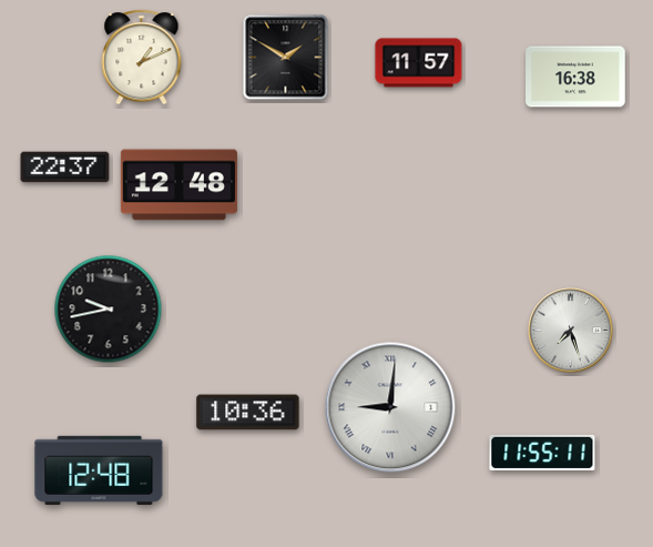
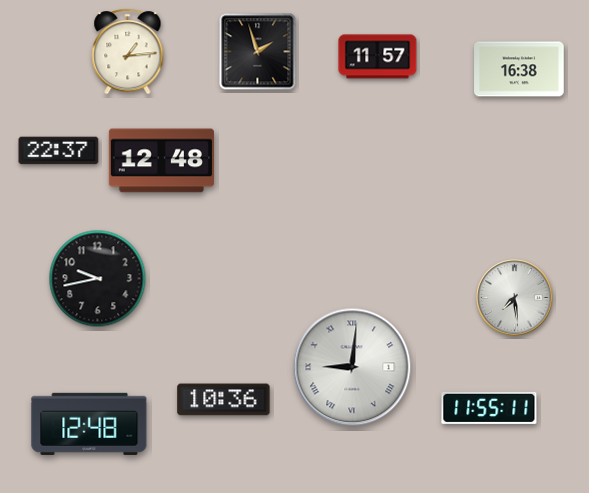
clock at (142, 58): 1:11 -> 1:14
clock at (286, 58): 1:50 -> 1:57
clock at (178, 185) position: (178, 185) -> (161, 161)
clock at (571, 331): 7:27 -> 7:29
clock at (248, 413) position: (248, 413) -> (224, 400)
